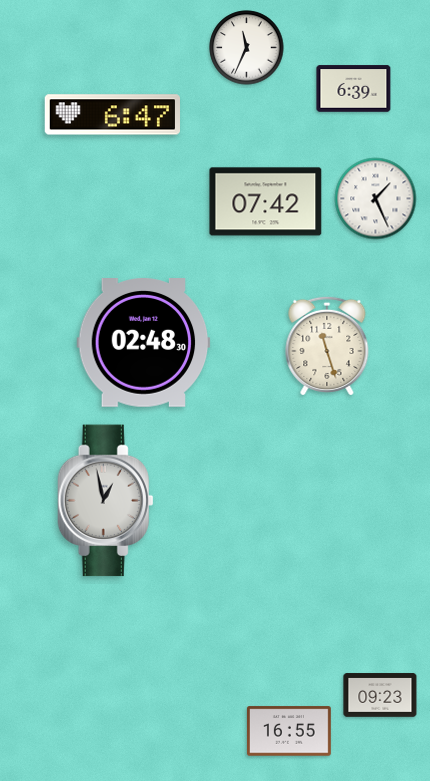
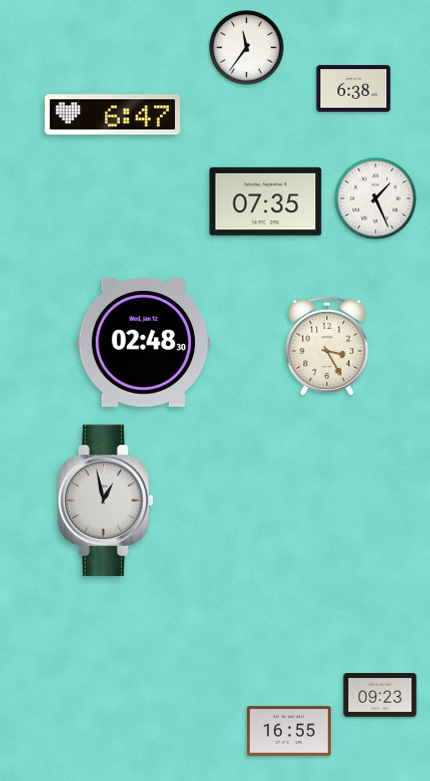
clock at (247, 48): 11:34 -> 11:36
clock at (354, 89): 6:39 -> 6:38
clock at (266, 202): 07:42 -> 07:35
clock at (327, 345): 11:27 -> 3:25
